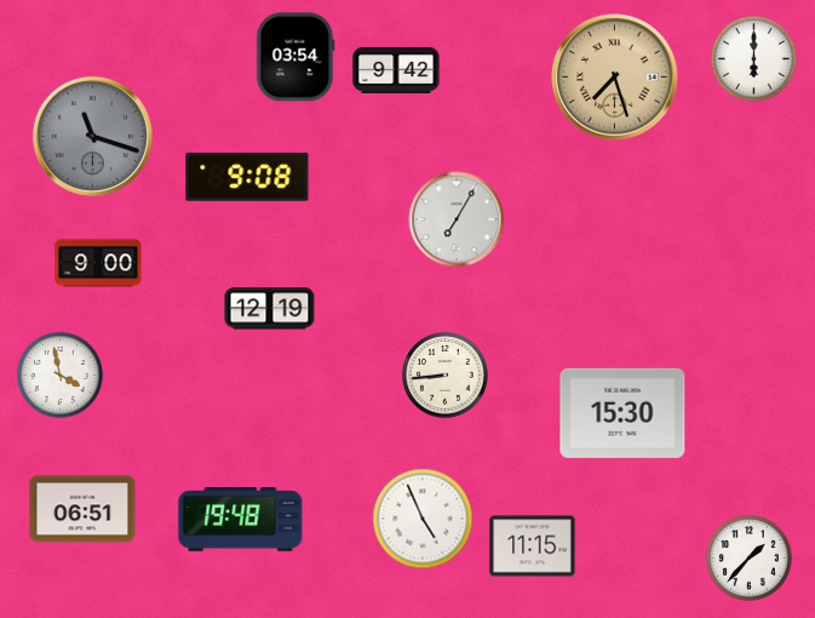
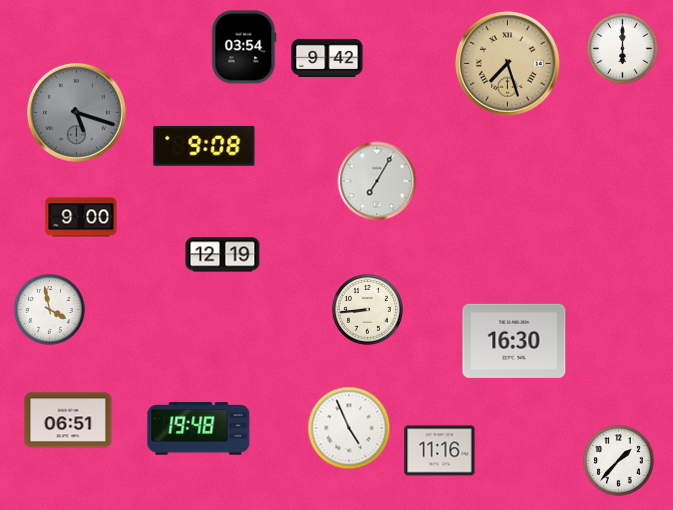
clock at (92, 136): 11:18 -> 5:18
clock at (622, 413): 15:30 -> 16:30
clock at (533, 547): 11:15 -> 11:16
